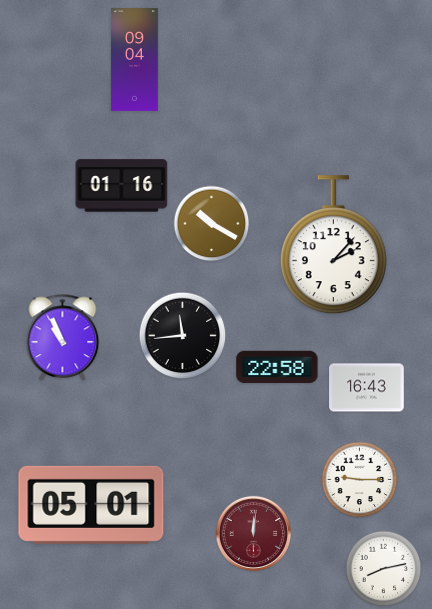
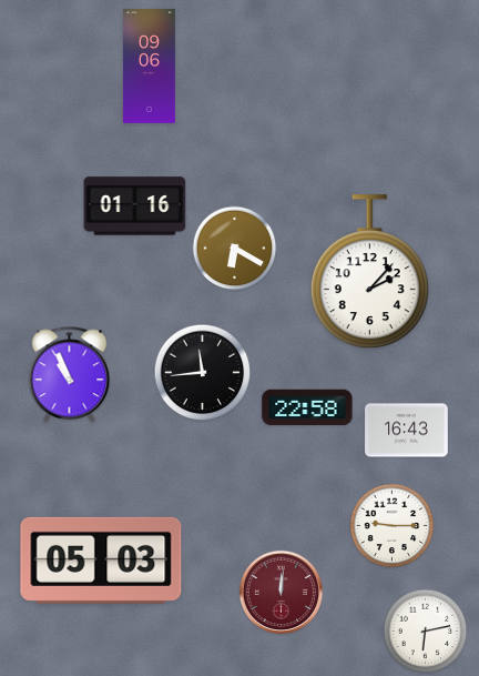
clock at (134, 60): 09:04 -> 09:06
clock at (212, 224): 10:20 -> 6:20
clock at (360, 480) position: (360, 480) -> (393, 526)
clock at (91, 505): 05:01 -> 05:03
clock at (384, 569): 8:13 -> 6:13
